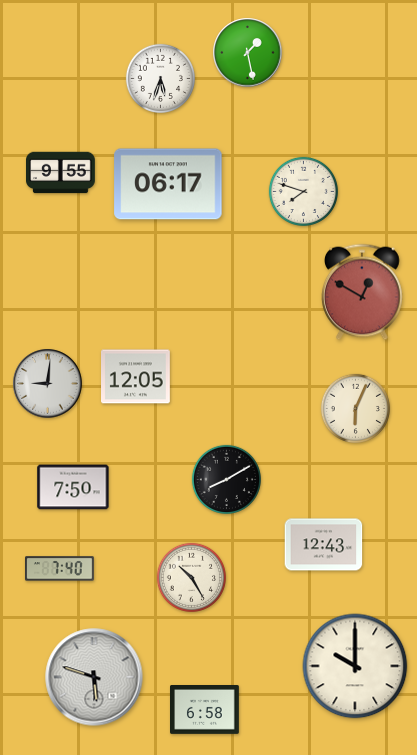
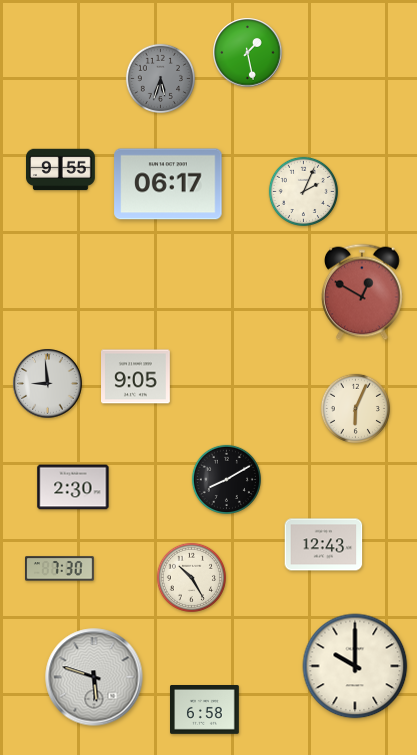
clock at (160, 78) dial: white -> grey
clock at (61, 173) position: (61, 173) -> (61, 170)
clock at (303, 191): 7:48 -> 2:04
clock at (136, 377): 12:05 -> 9:05
clock at (48, 384): 9:01 -> 8:59
clock at (73, 487): 7:50 -> 2:30
clock at (60, 569): 7:40 -> 7:30
